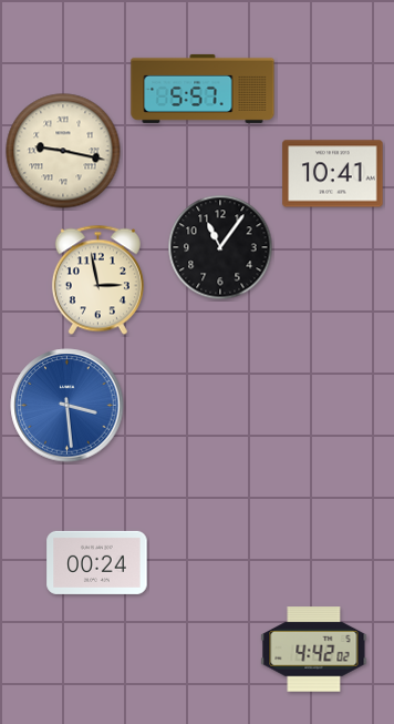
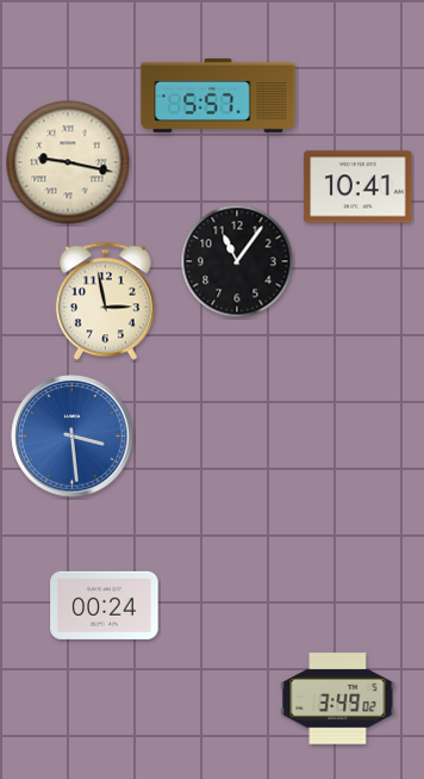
clock at (220, 247) position: (220, 247) -> (237, 261)
clock at (314, 650): 4:42 -> 3:49
